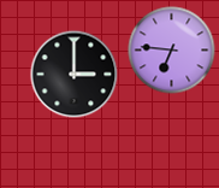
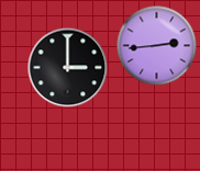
clock at (172, 51): 6:46 -> 2:44
